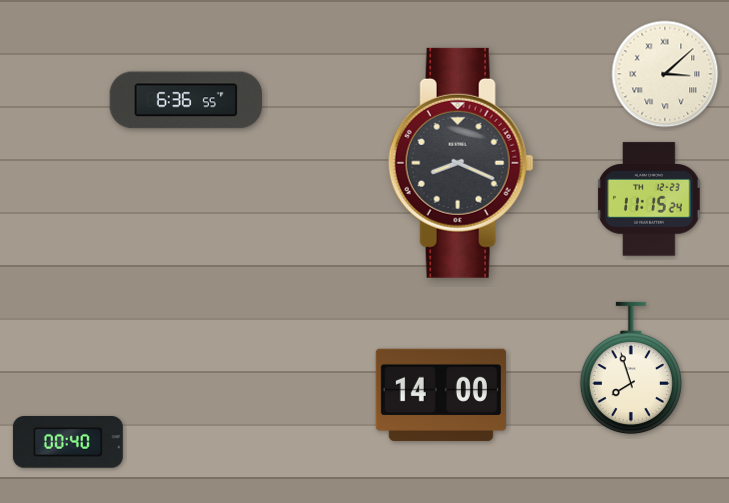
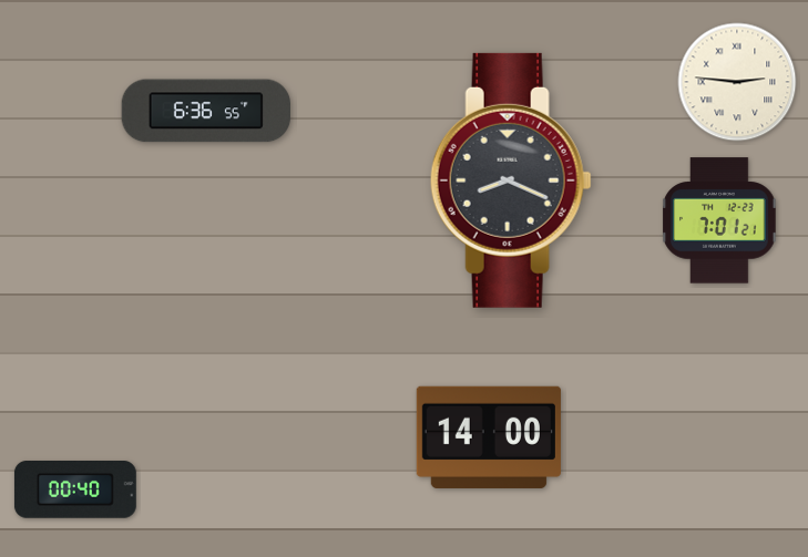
clock at (665, 74): 3:08 -> 2:46
clock at (649, 199): 11:15 -> 7:01
clock at (631, 368): 7:57 -> none
